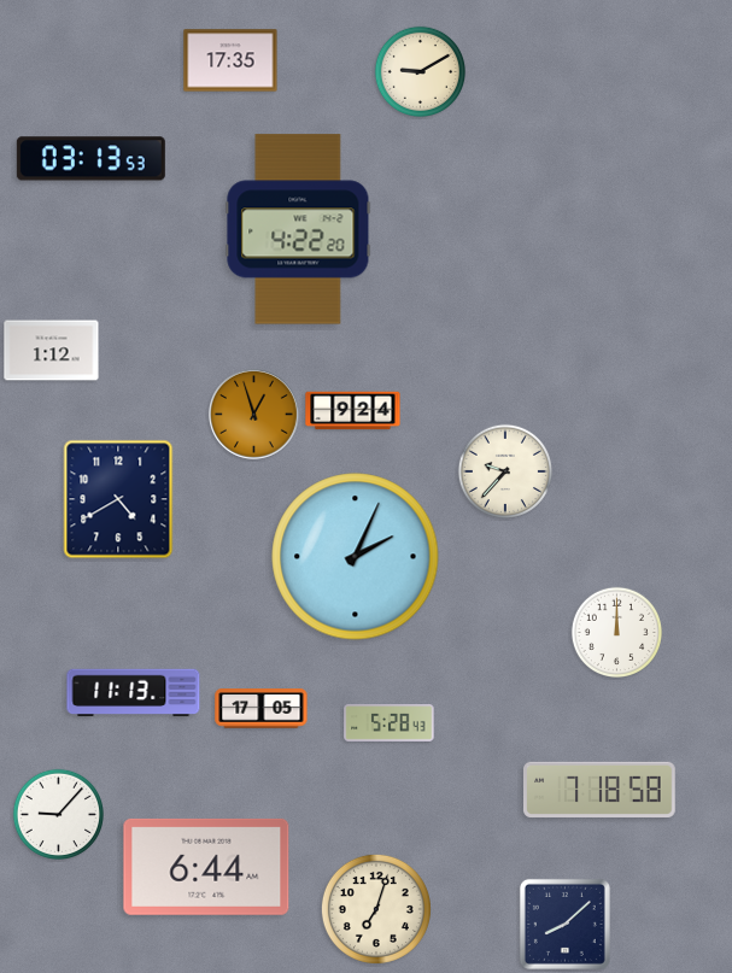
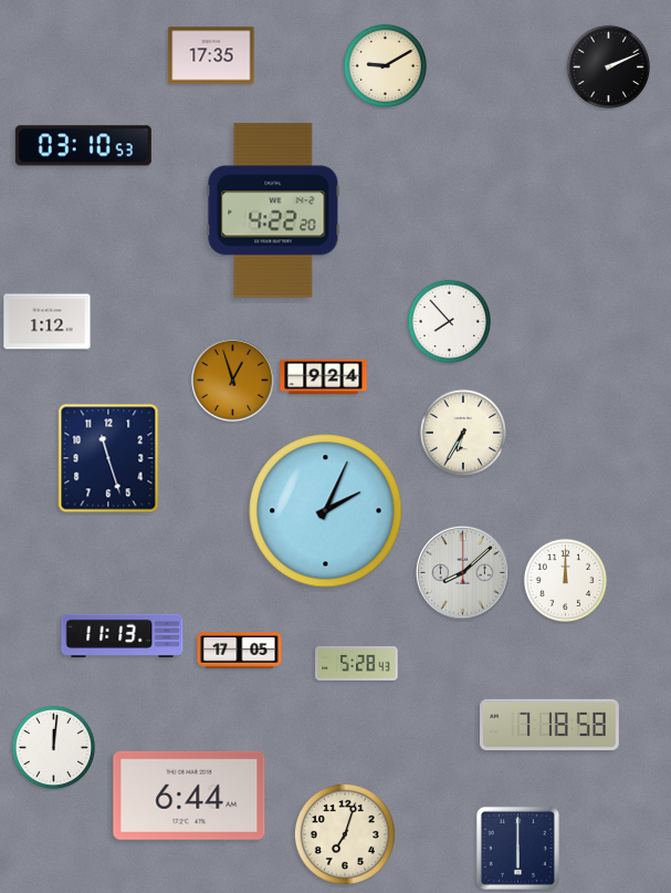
clock at (608, 66): none -> 2:11
clock at (90, 159): 03:13 -> 03:10
clock at (449, 321): none -> 7:53
clock at (504, 470): 9:37 -> 6:35
clock at (118, 499): 4:40 -> 11:27
clock at (462, 572): none -> 8:08
clock at (58, 814): 9:07 -> 12:01
clock at (564, 924): 8:08 -> 6:00
